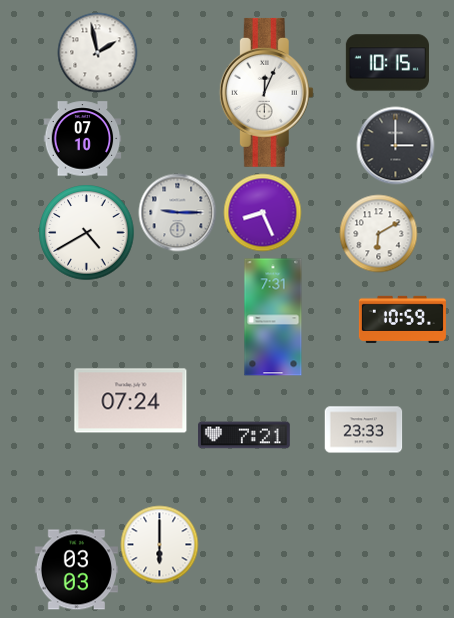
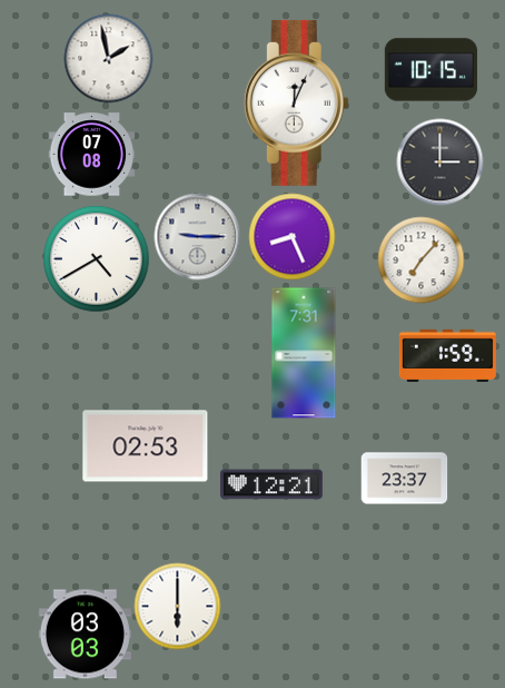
clock at (82, 139): 07:10 -> 07:08
clock at (378, 233): 6:10 -> 7:07
clock at (402, 319): 10:59 -> 1:59
clock at (131, 401): 07:24 -> 02:53
clock at (363, 430): 23:33 -> 23:37
clock at (245, 435): 7:21 -> 12:21
